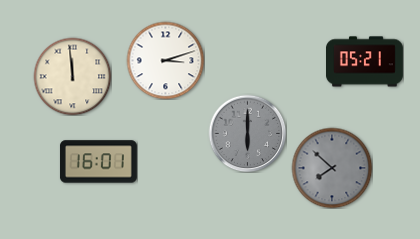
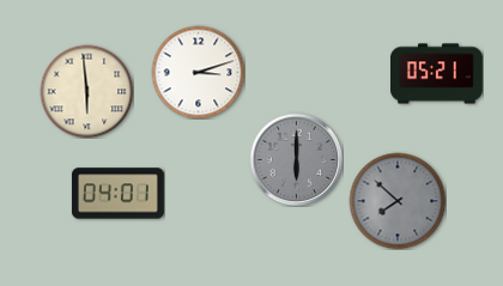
clock at (72, 76): 11:59 -> 5:59
clock at (98, 162): 16:01 -> 04:01
